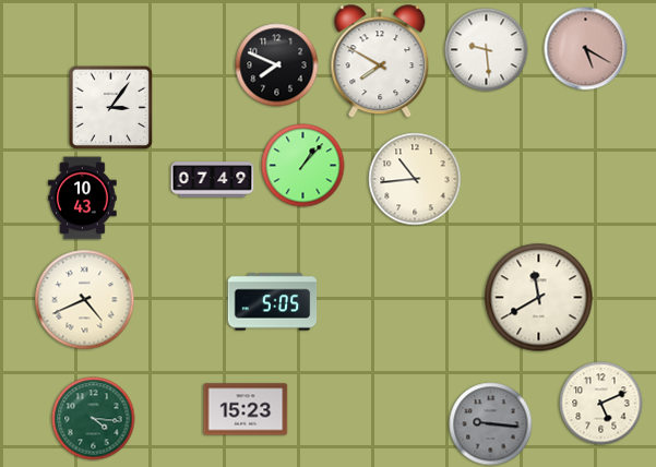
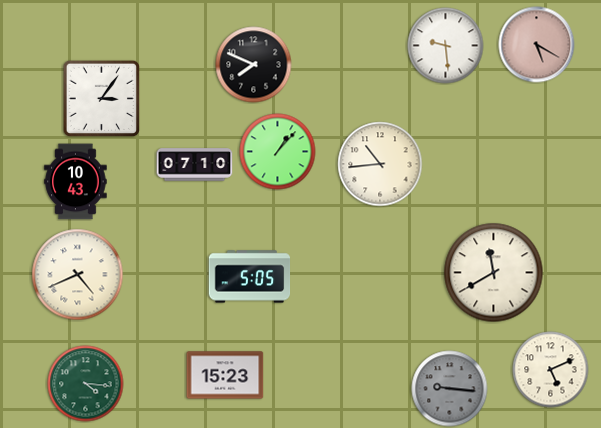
clock at (380, 62): 7:50 -> none
clock at (277, 65) position: (277, 65) -> (254, 65)
clock at (213, 180): 07:49 -> 07:10
